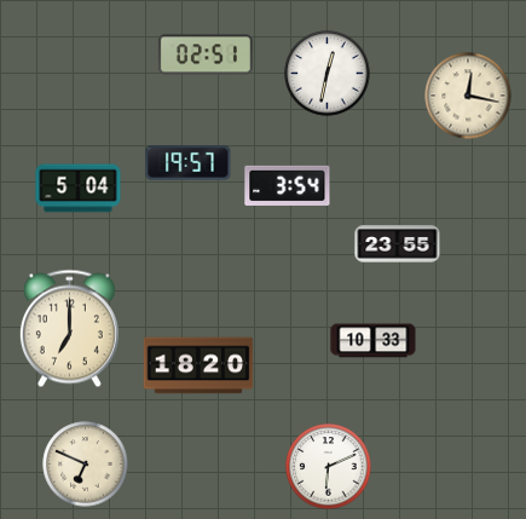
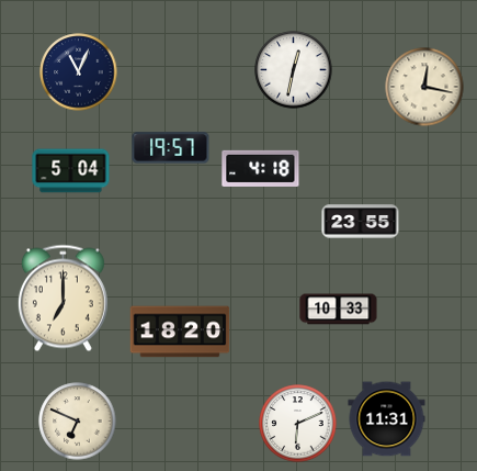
clock at (206, 54): 02:51 -> none
clock at (328, 74) position: (328, 74) -> (294, 70)
clock at (79, 72): none -> 11:04
clock at (288, 185): 3:54 -> 4:18
clock at (387, 419): none -> 11:31
